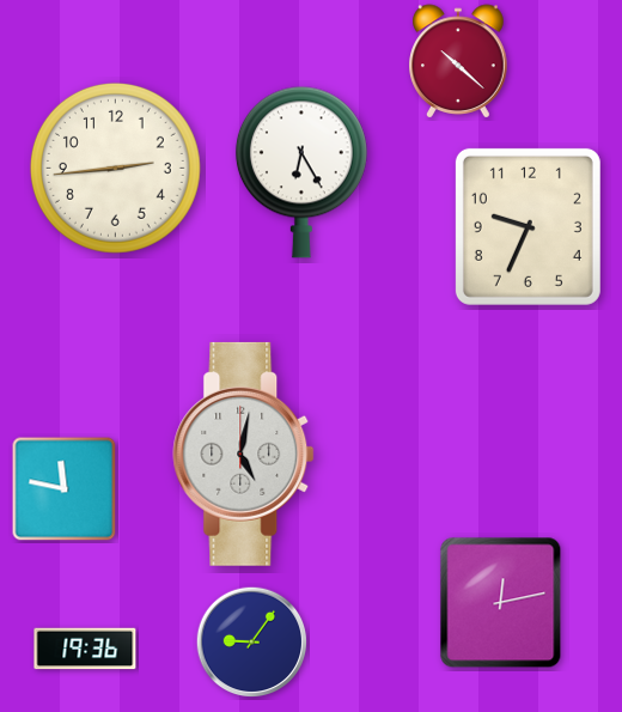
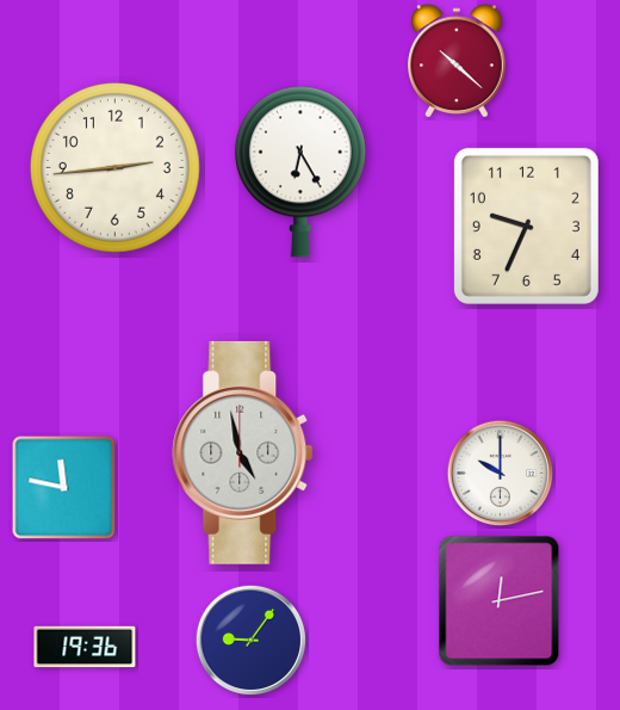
clock at (244, 454): 5:02 -> 4:58
clock at (501, 474): none -> 10:00
